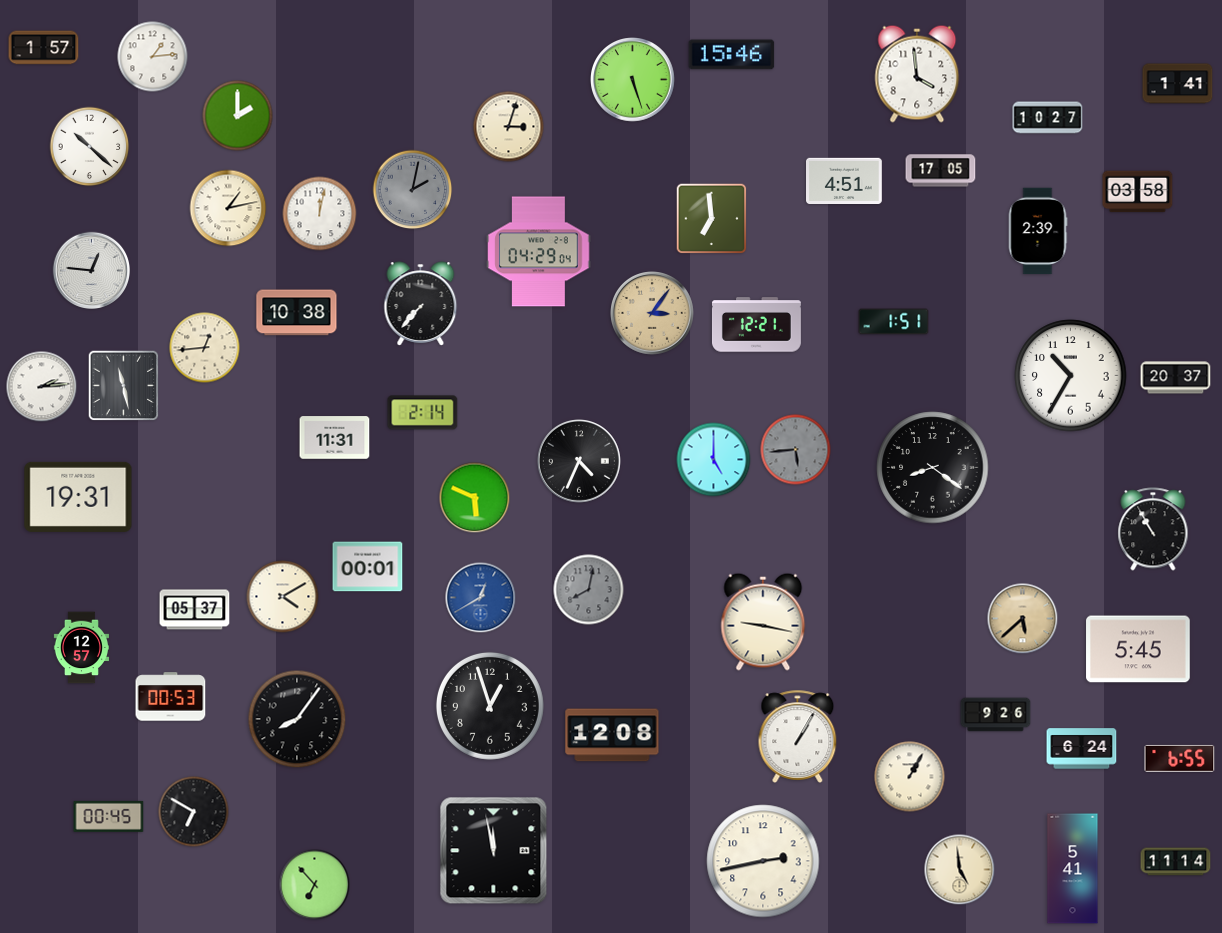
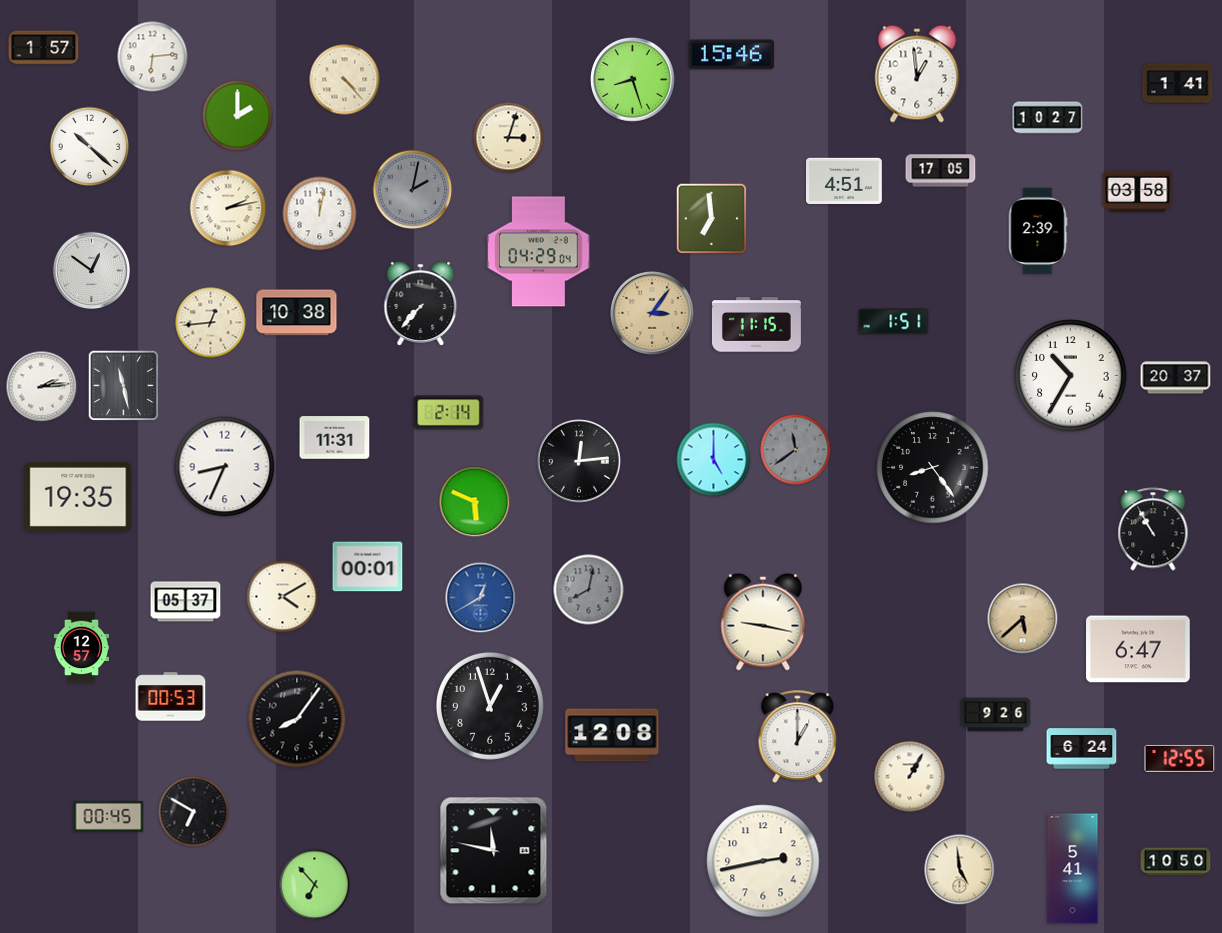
clock at (153, 57): 1:14 -> 6:14
clock at (917, 74): 3:59 -> 12:59
clock at (345, 80): none -> 4:23
clock at (633, 80): 5:27 -> 8:27
clock at (509, 127) position: (509, 127) -> (509, 138)
clock at (228, 208): 1:13 -> 2:13
clock at (92, 271): 12:46 -> 12:51
clock at (756, 325): 12:21 -> 11:15
clock at (205, 348) position: (205, 348) -> (211, 323)
clock at (423, 413) position: (423, 413) -> (449, 413)
clock at (796, 450): 5:44 -> 11:39
clock at (580, 462): 4:34 -> 12:14
clock at (225, 467): none -> 8:34
clock at (933, 468): 8:21 -> 8:24
clock at (78, 497): 19:31 -> 19:35
clock at (475, 498) position: (475, 498) -> (475, 502)
clock at (195, 610) position: (195, 610) -> (186, 602)
clock at (1138, 649): 5:45 -> 6:47
clock at (798, 736): 1:05 -> 1:00
clock at (1180, 758): 6:55 -> 12:55
clock at (494, 851): 11:58 -> 11:47
clock at (1176, 862): 11:14 -> 10:50
